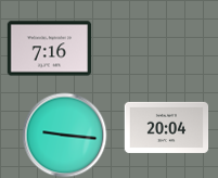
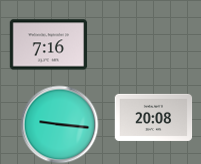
clock at (49, 49) position: (49, 49) -> (48, 45)
clock at (166, 127): 20:04 -> 20:08
